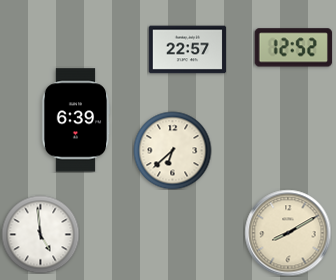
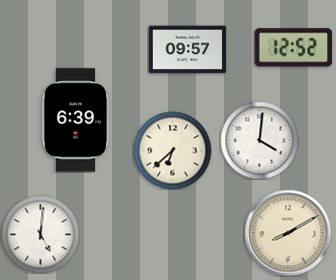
clock at (187, 50): 22:57 -> 09:57
clock at (259, 140): none -> 4:01
clock at (40, 234): 4:59 -> 5:01
